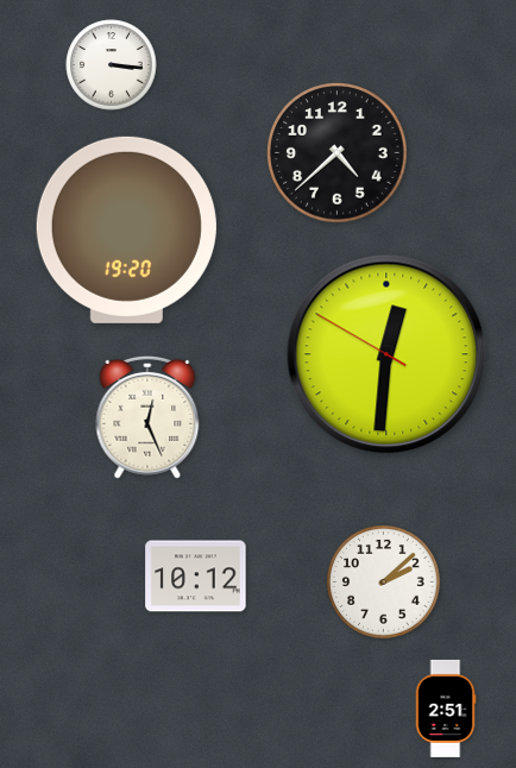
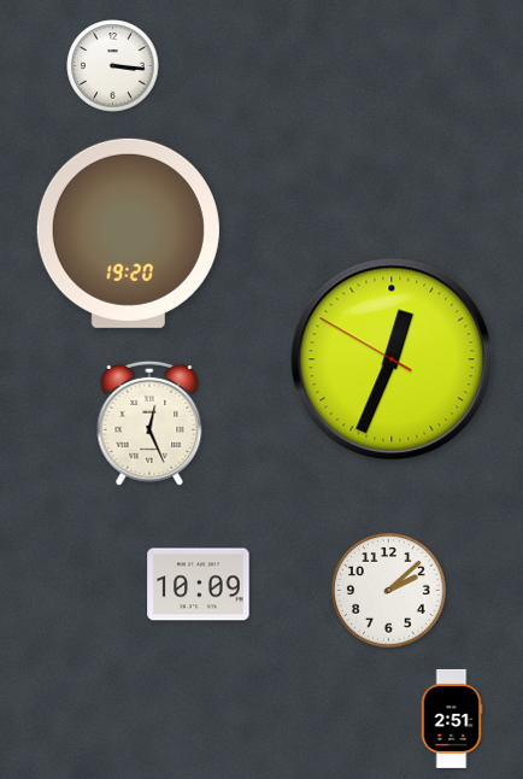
clock at (338, 153): 4:38 -> none
clock at (386, 354): 12:30 -> 12:33
clock at (196, 577): 10:12 -> 10:09
